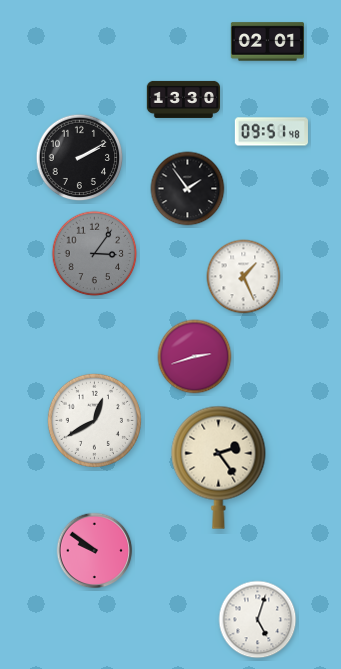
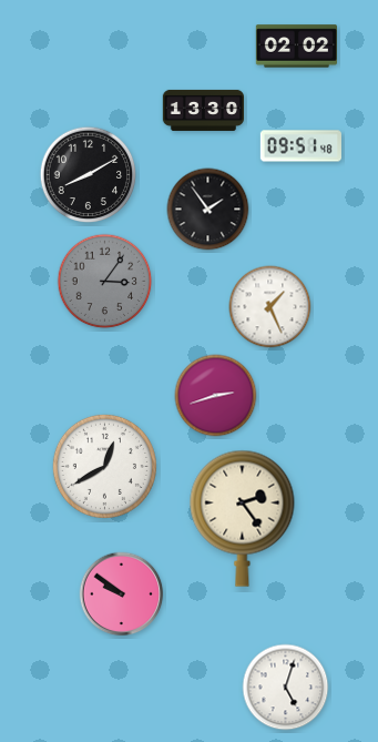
clock at (267, 42): 02:01 -> 02:02
clock at (80, 158): 2:10 -> 8:10
clock at (95, 551) position: (95, 551) -> (122, 594)
